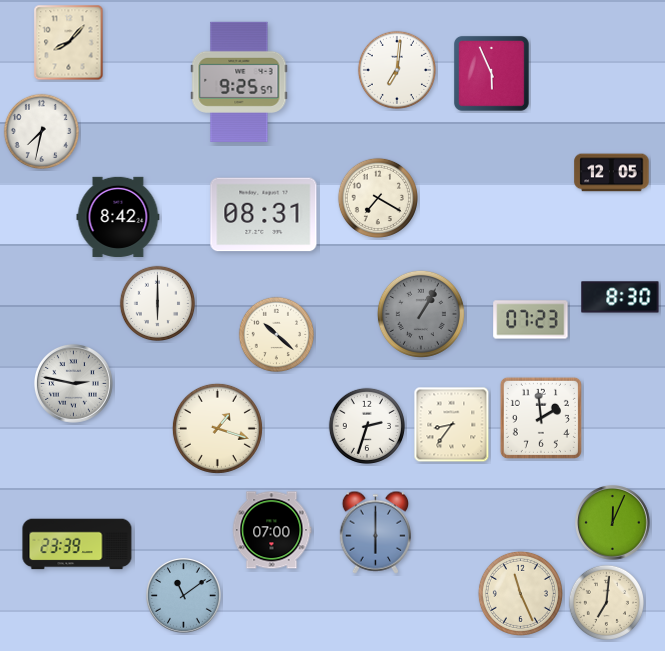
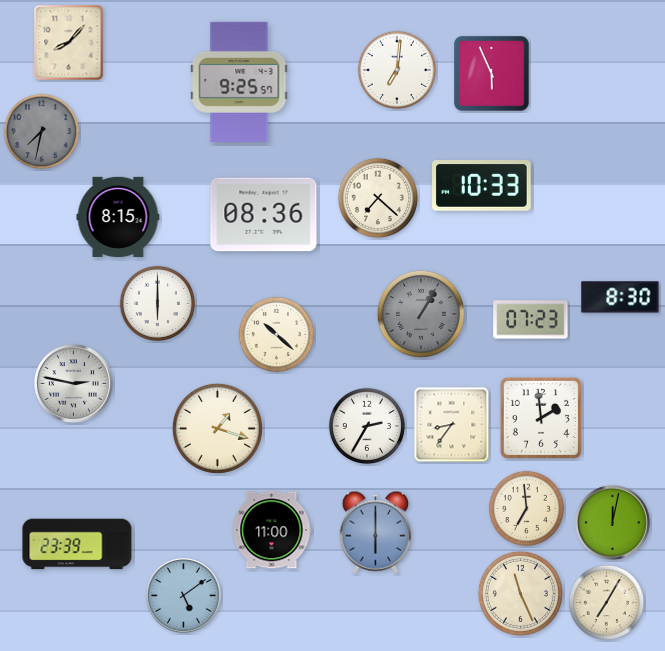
clock at (41, 131) dial: white -> grey
clock at (612, 173): 12:05 -> none
clock at (482, 186): none -> 10:33
clock at (378, 198): 7:20 -> 7:22
clock at (264, 215): 08:31 -> 08:36
clock at (118, 217): 8:42 -> 8:15
clock at (367, 425): 2:33 -> 2:35
clock at (526, 508): none -> 6:59
clock at (613, 523): 12:04 -> 12:02
clock at (272, 530): 07:00 -> 11:00
clock at (184, 596): 11:09 -> 5:09
clock at (606, 602): 7:01 -> 7:05
